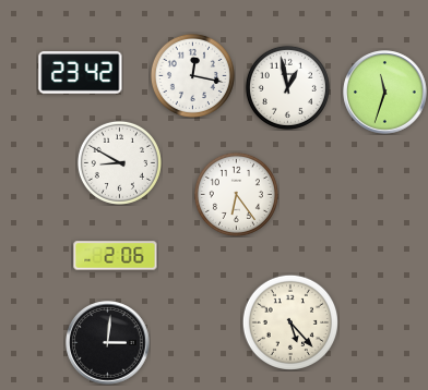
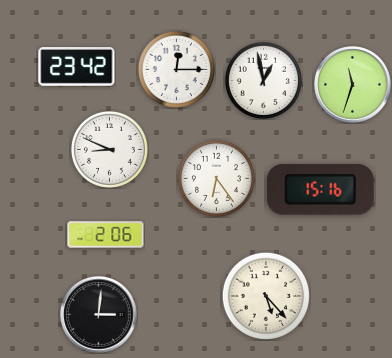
clock at (81, 73) position: (81, 73) -> (77, 67)
clock at (192, 75): 12:17 -> 12:15
clock at (119, 162): 8:50 -> 8:49
clock at (320, 189): none -> 15:16
